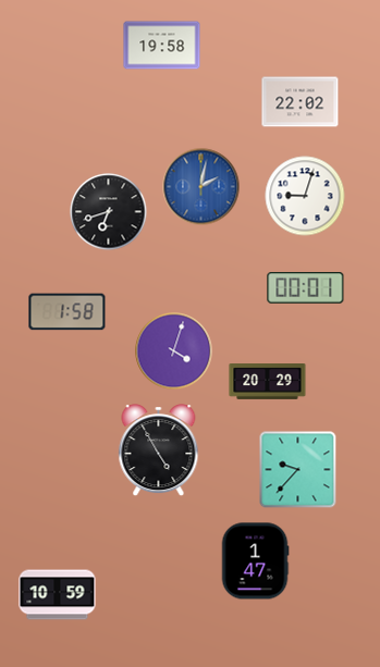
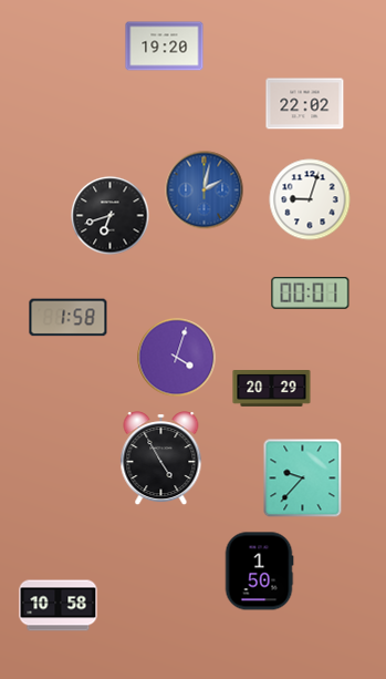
clock at (162, 46): 19:58 -> 19:20
clock at (255, 561): 1:47 -> 1:50
clock at (58, 595): 10:59 -> 10:58
